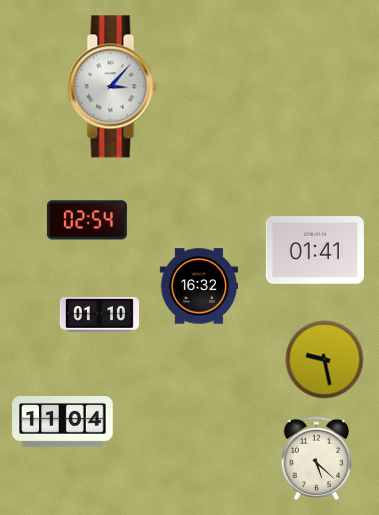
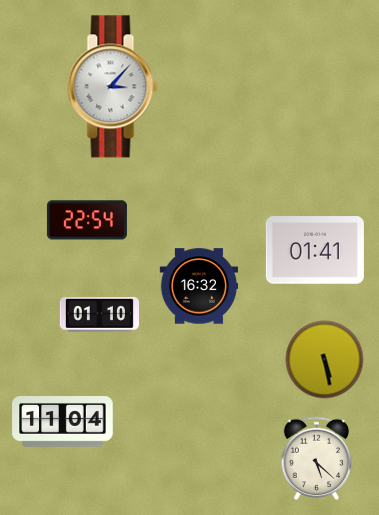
clock at (87, 220): 02:54 -> 22:54
clock at (325, 360): 9:28 -> 5:28
